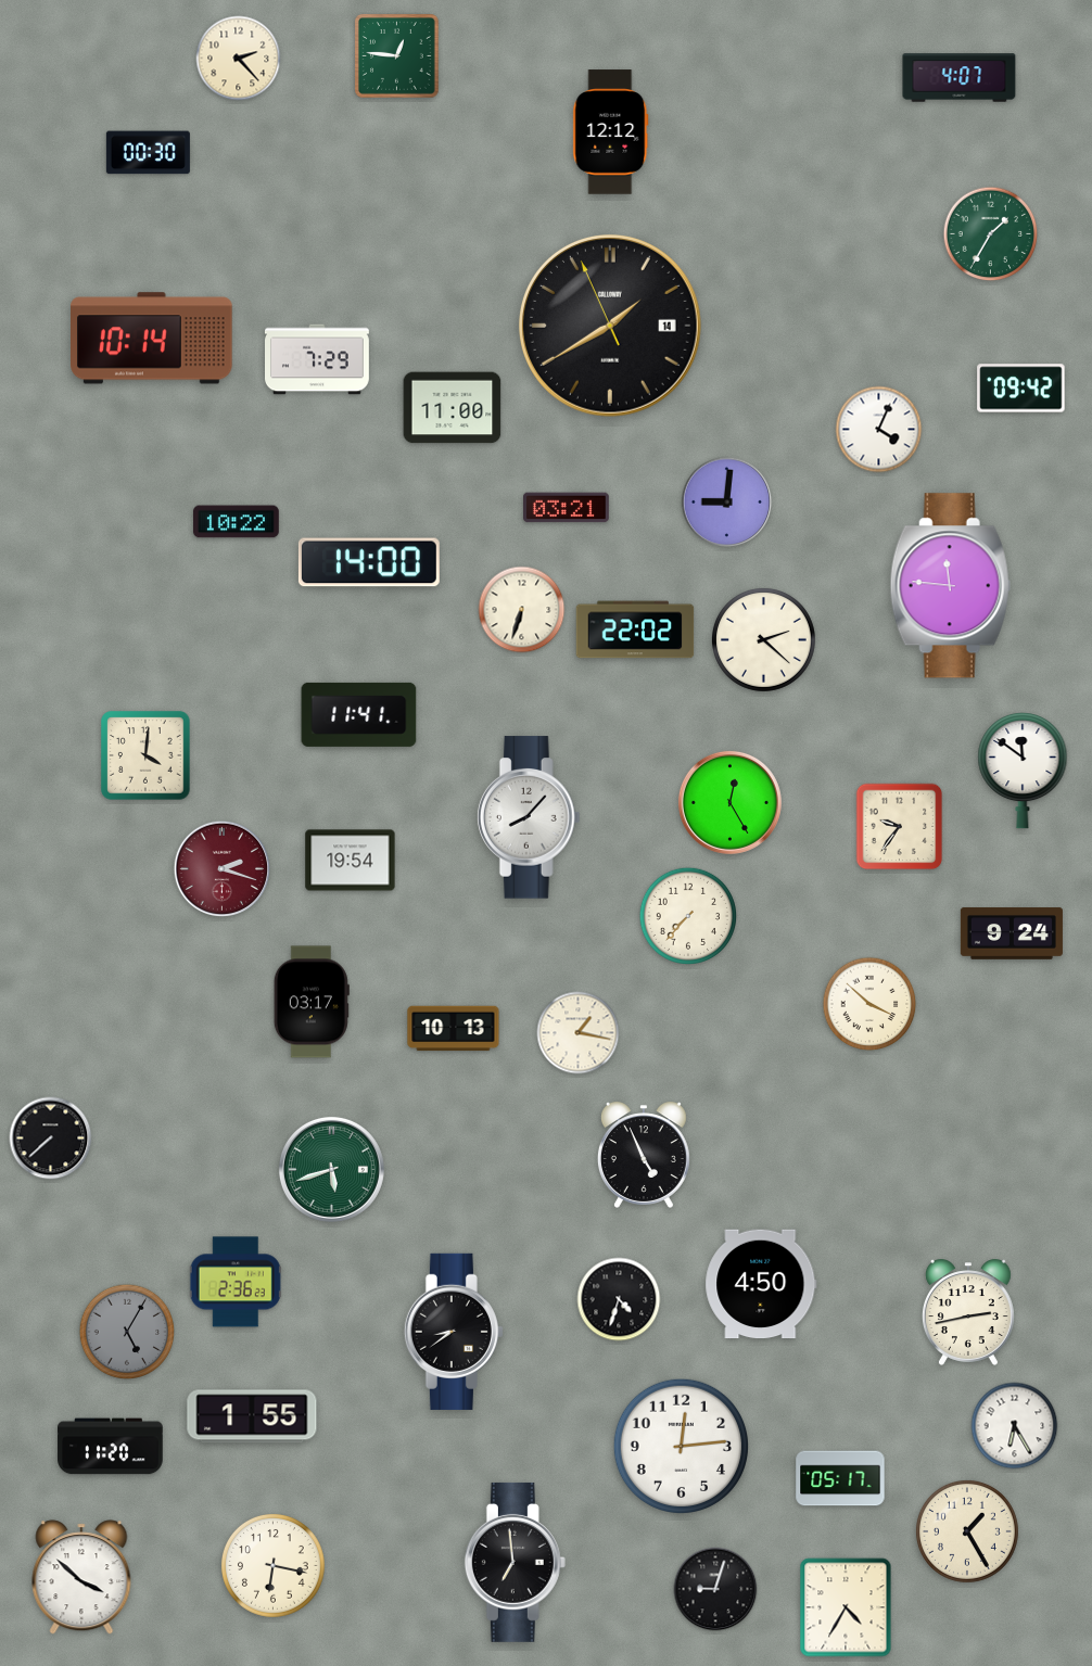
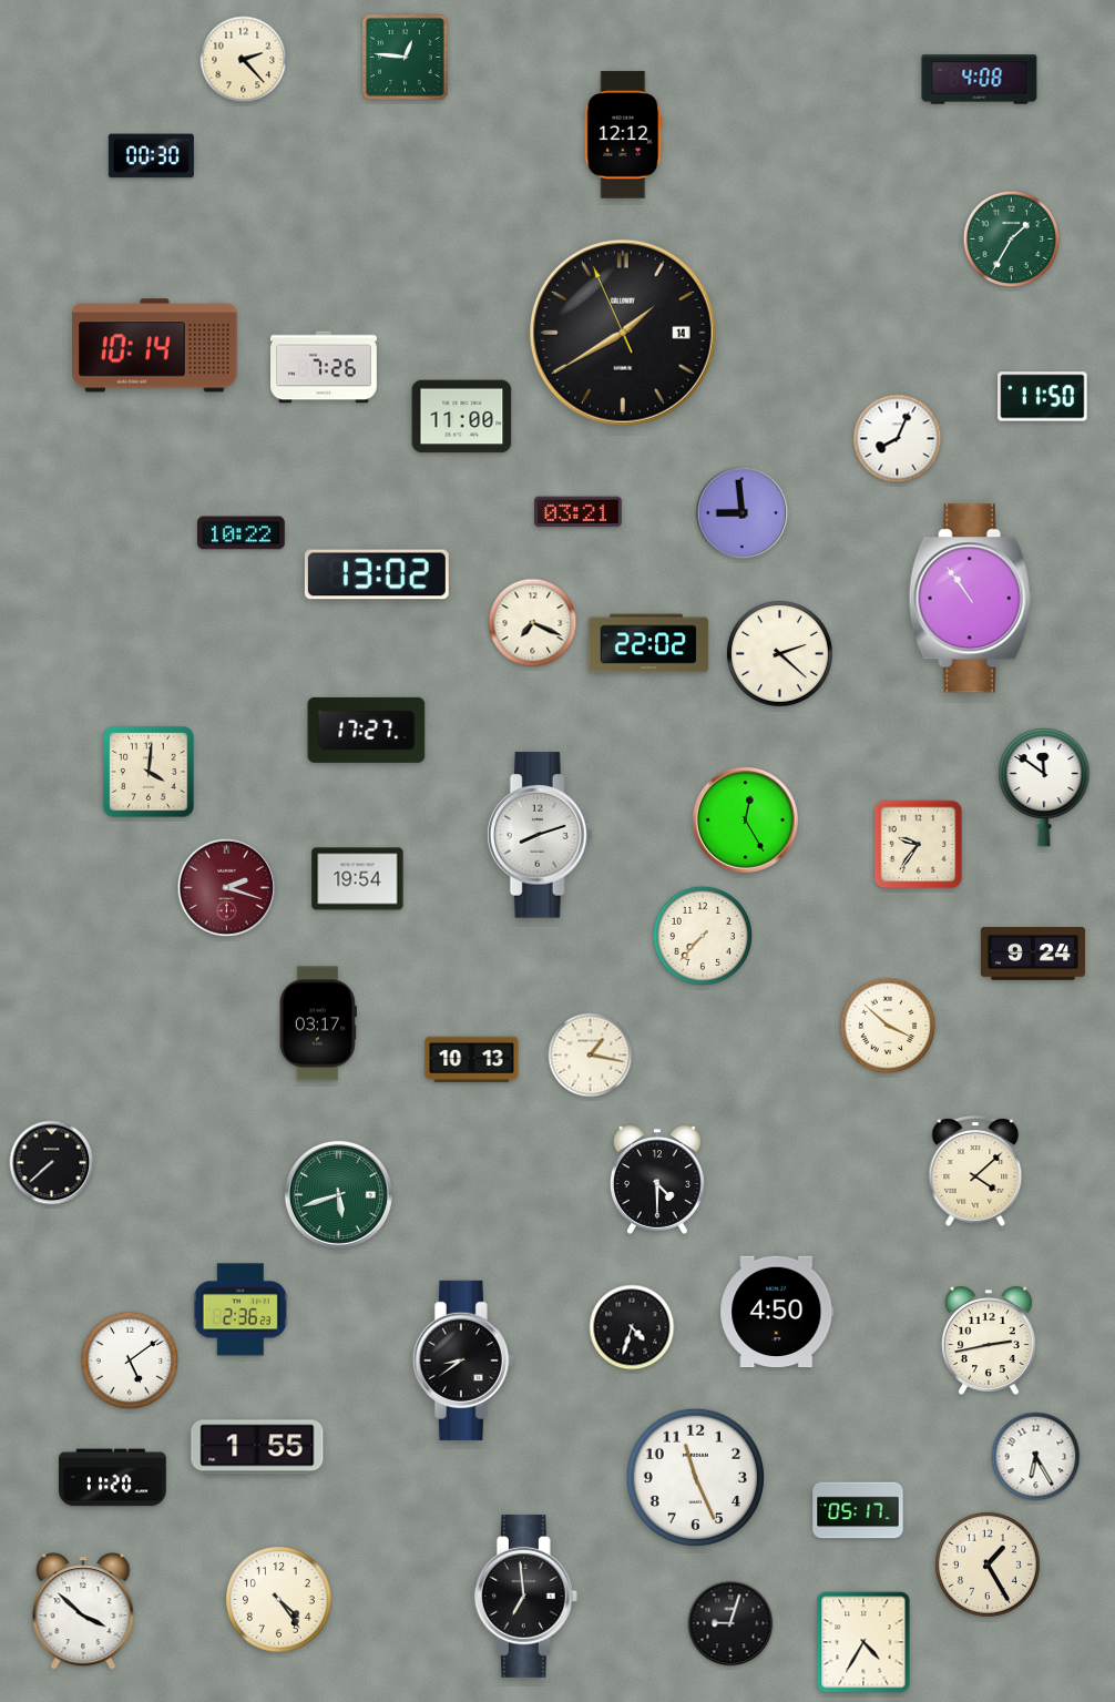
clock at (960, 78): 4:07 -> 4:08
clock at (318, 359): 7:29 -> 7:26
clock at (1021, 389): 09:42 -> 11:50
clock at (879, 430): 4:04 -> 8:04
clock at (727, 503): 9:01 -> 8:59
clock at (567, 508) position: (567, 508) -> (579, 512)
clock at (369, 562): 14:00 -> 13:02
clock at (950, 586): 11:46 -> 10:54
clock at (522, 610): 6:33 -> 7:19
clock at (359, 714): 11:41 -> 17:27
clock at (529, 817): 8:07 -> 8:12
clock at (454, 1029) position: (454, 1029) -> (472, 1060)
clock at (975, 1171): none -> 4:08
clock at (644, 1155): 4:56 -> 4:30
clock at (127, 1332): 5:05 -> 5:09
clock at (127, 1332) dial: grey -> white
clock at (681, 1446): 12:14 -> 11:26
clock at (274, 1566): 6:17 -> 4:24
